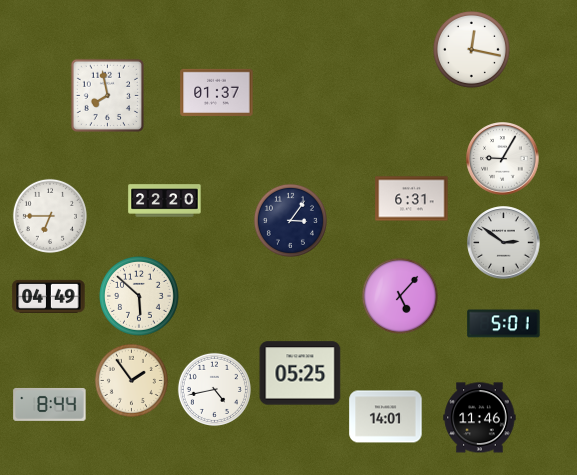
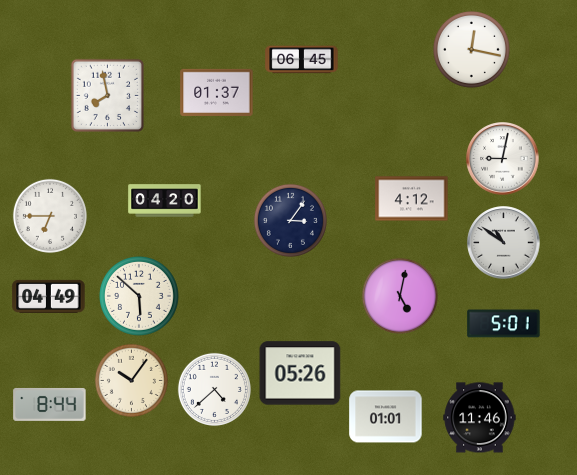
clock at (302, 60): none -> 06:45
clock at (503, 159): 9:05 -> 9:02
clock at (412, 199): 6:31 -> 4:12
clock at (165, 201): 22:20 -> 04:20
clock at (504, 243): 2:51 -> 10:51
clock at (400, 296): 5:07 -> 5:02
clock at (300, 373): 05:25 -> 05:26
clock at (131, 380): 1:54 -> 10:06
clock at (214, 389): 4:43 -> 4:38
clock at (386, 417): 14:01 -> 01:01
